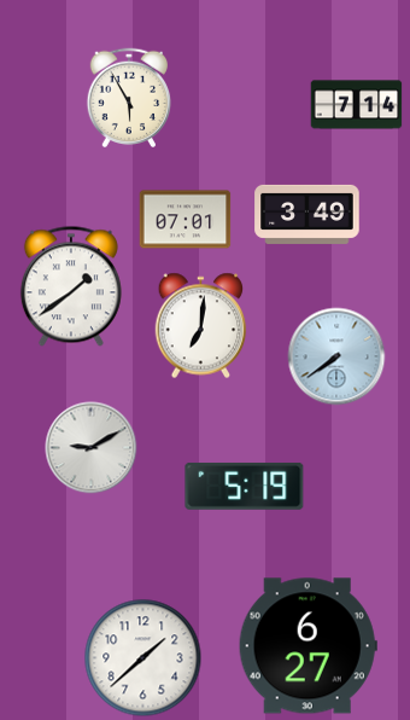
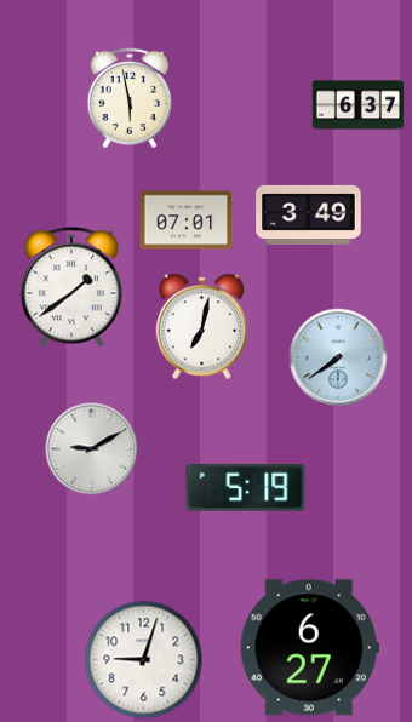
clock at (129, 98): 5:55 -> 5:58
clock at (357, 105): 7:14 -> 6:37
clock at (201, 326): 7:01 -> 7:02
clock at (143, 658): 1:38 -> 9:03
